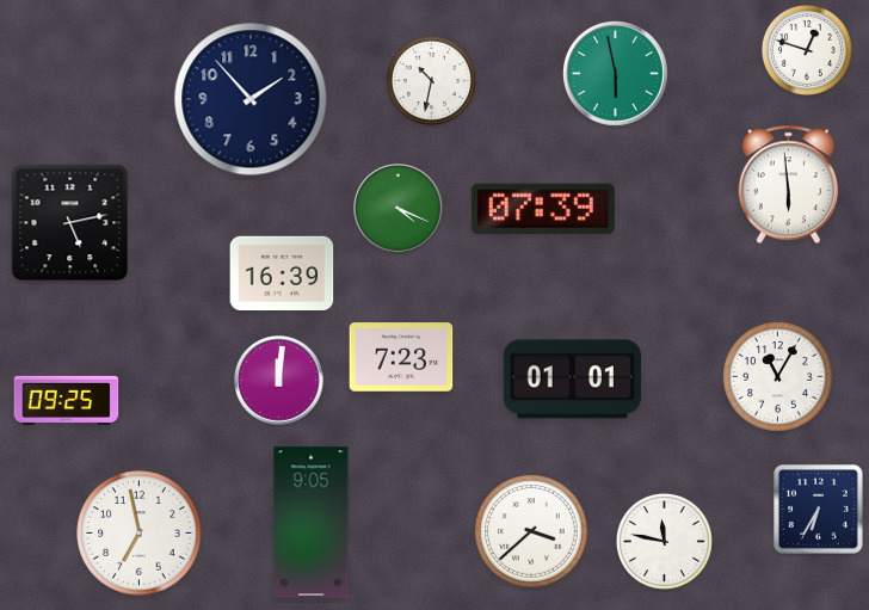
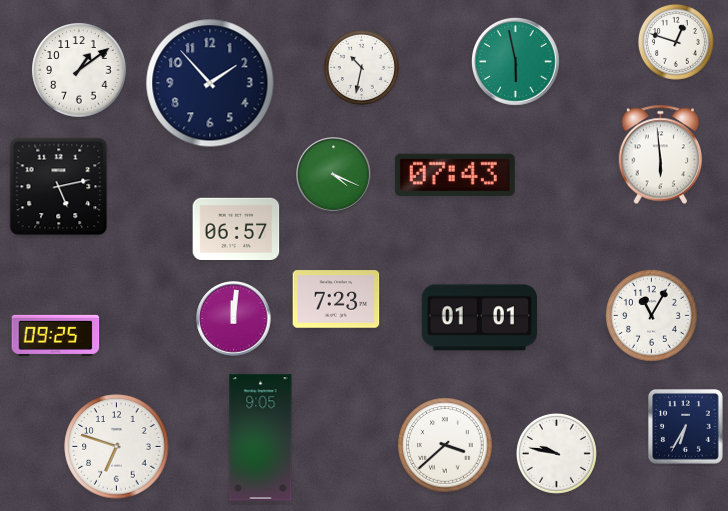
clock at (79, 70): none -> 1:09
clock at (543, 209): 07:39 -> 07:43
clock at (282, 272): 16:39 -> 06:57
clock at (140, 534): 6:58 -> 6:48
clock at (664, 541): 11:47 -> 9:47
